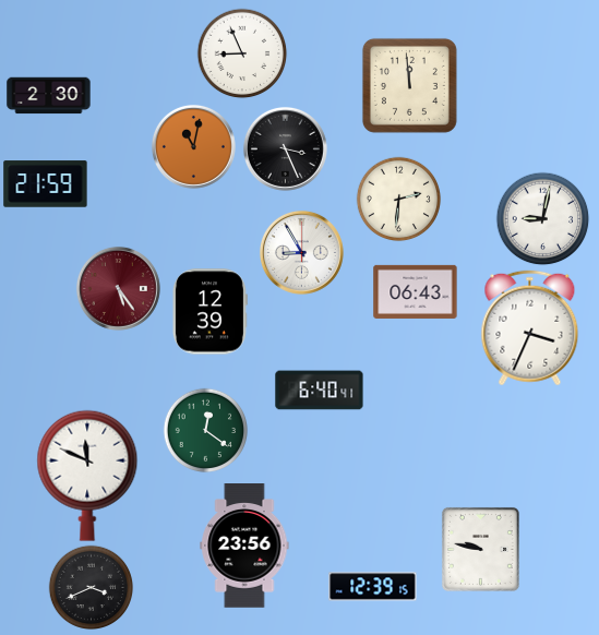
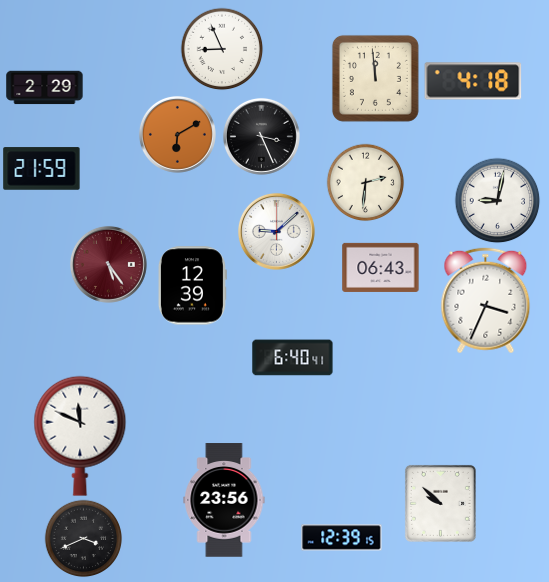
clock at (473, 81): none -> 4:18
clock at (49, 96): 2:30 -> 2:29
clock at (193, 146): 11:02 -> 6:10
clock at (301, 252): 8:55 -> 9:08
clock at (205, 430): 12:21 -> none
clock at (480, 549): 9:47 -> 9:52
